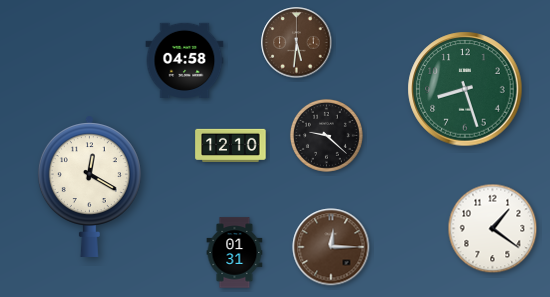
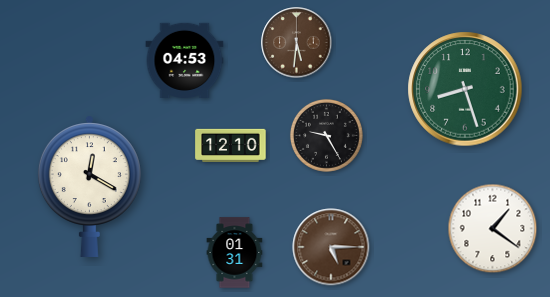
clock at (185, 60): 04:58 -> 04:53
clock at (326, 135): 9:22 -> 9:25
clock at (331, 247): 12:15 -> 5:15
